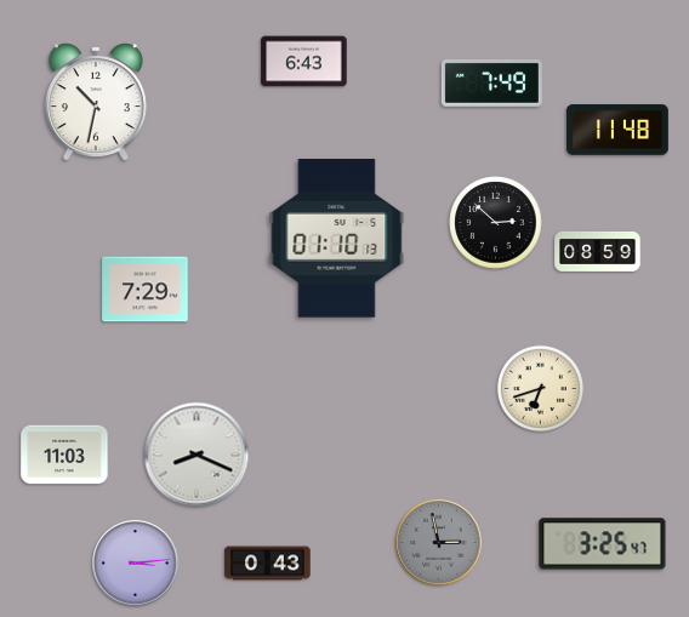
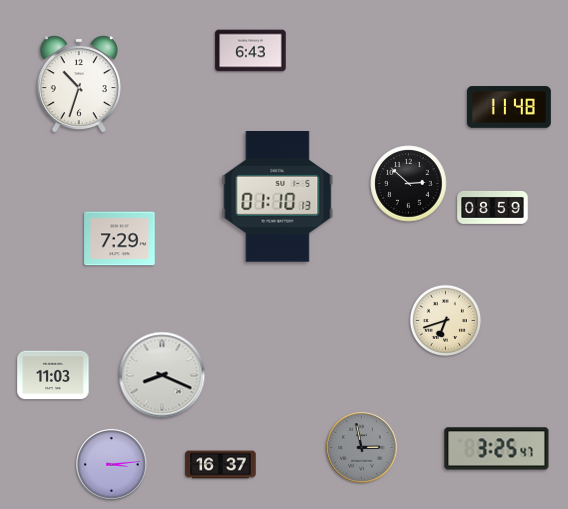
clock at (491, 82): 7:49 -> none
clock at (96, 102): 10:32 -> 10:33
clock at (268, 564): 0:43 -> 16:37
